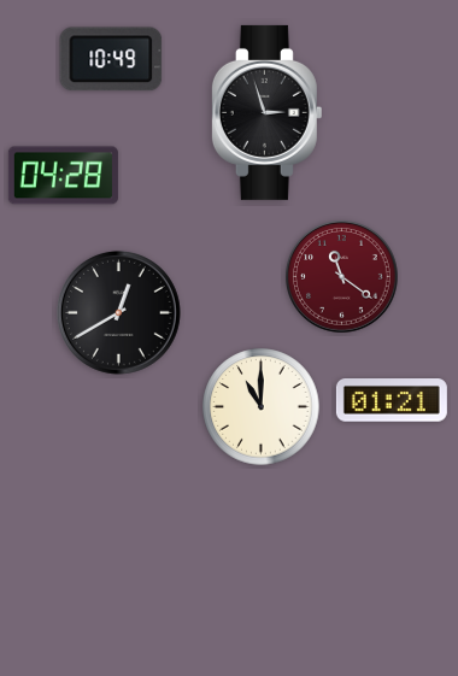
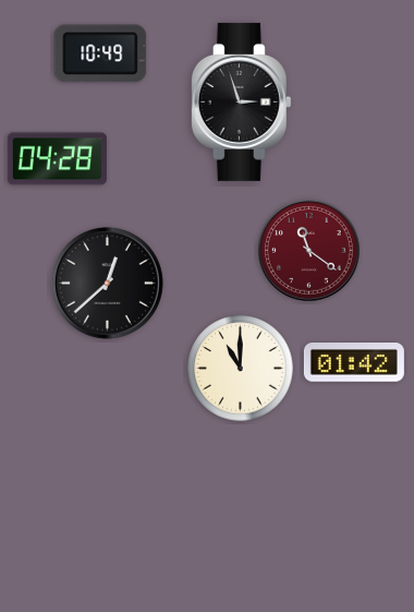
clock at (118, 312): 12:40 -> 12:38
clock at (392, 401): 01:21 -> 01:42
clock at (262, 407) position: (262, 407) -> (241, 369)
